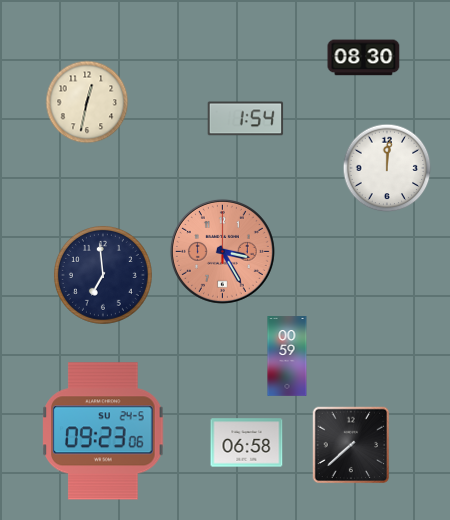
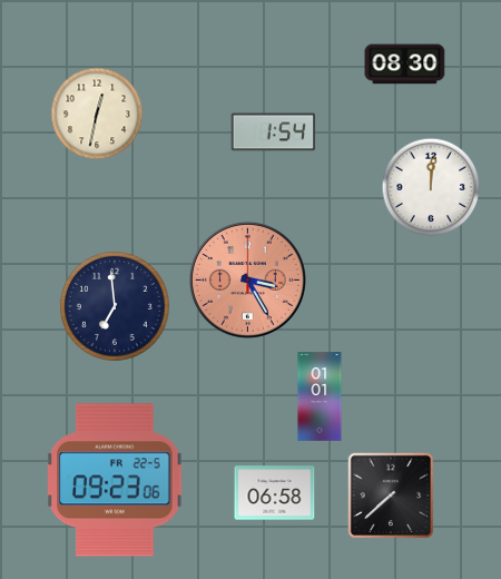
clock at (287, 356): 00:59 -> 01:01
clock at (103, 431) date: SU 24-5 -> FR 22-5
